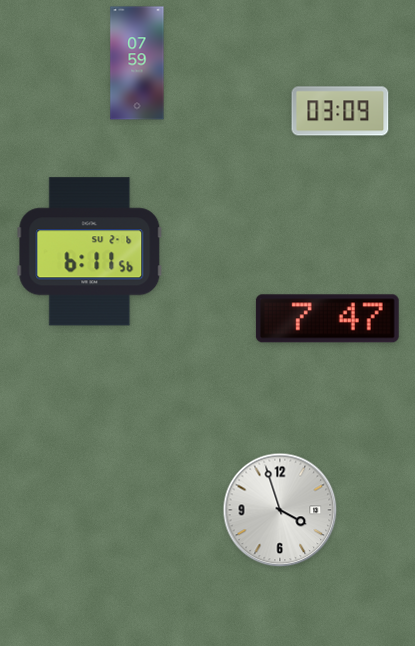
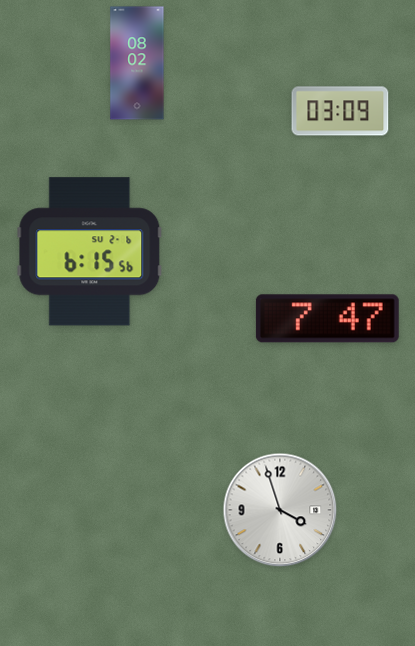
clock at (137, 63): 07:59 -> 08:02
clock at (90, 252): 6:11 -> 6:15
